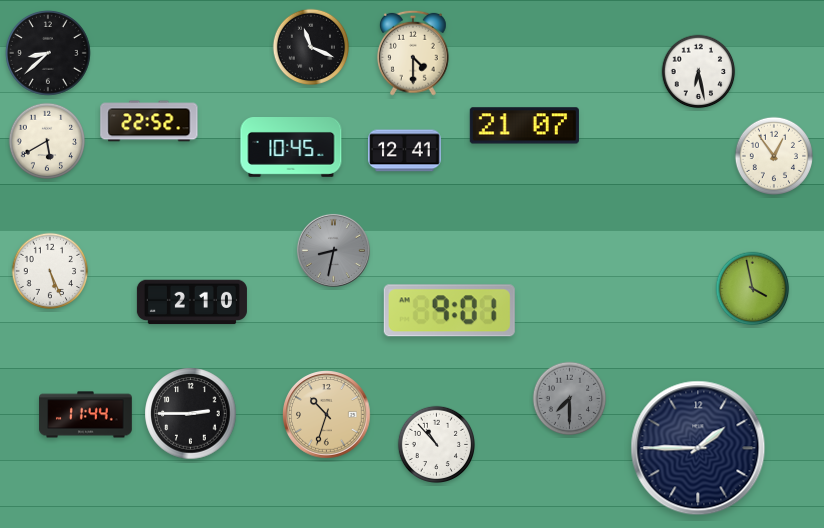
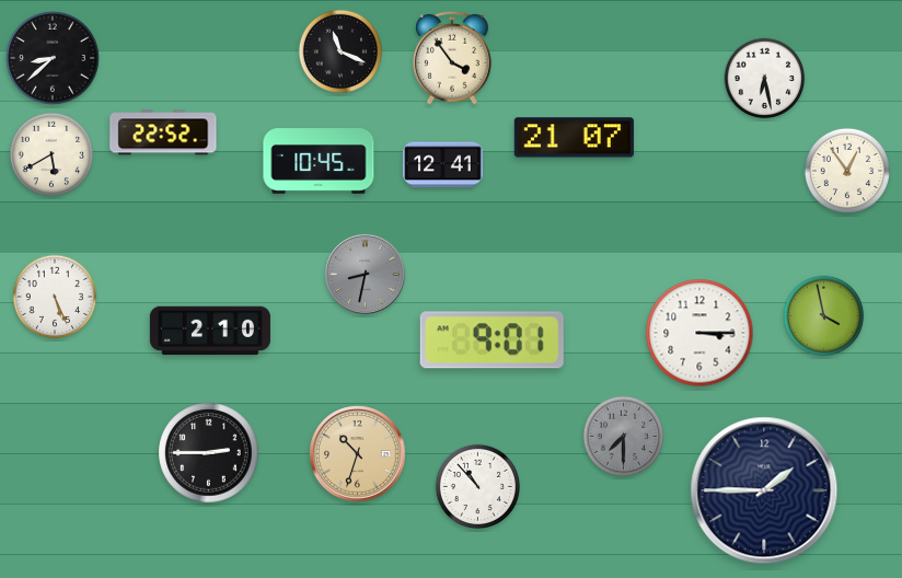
clock at (413, 53): 4:30 -> 3:54
clock at (699, 333): none -> 3:15
clock at (86, 415): 11:44 -> none
